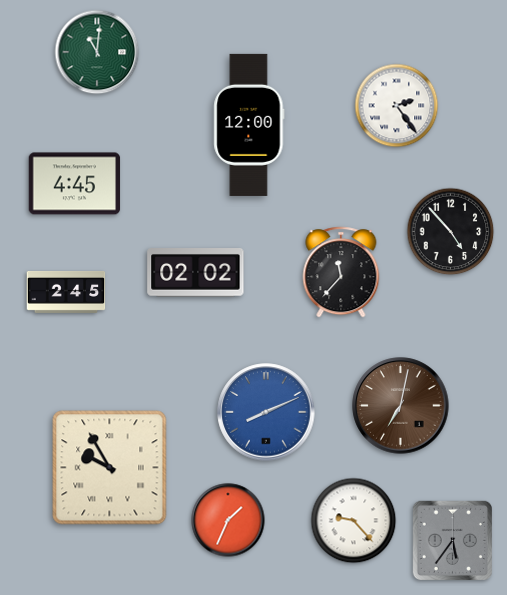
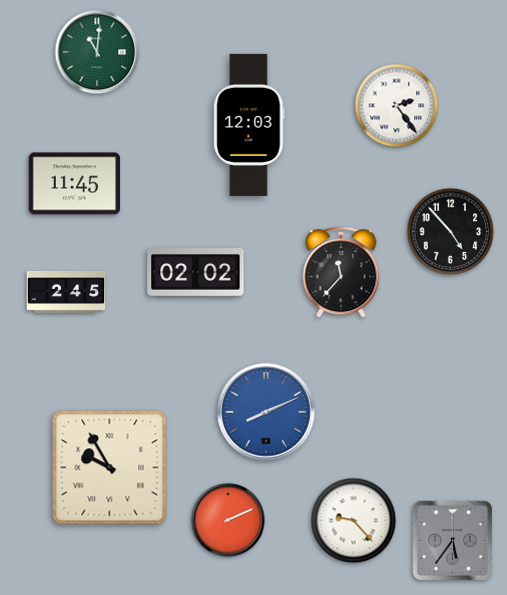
clock at (249, 125): 12:00 -> 12:03
clock at (75, 184): 4:45 -> 11:45
clock at (401, 406): 7:02 -> none
clock at (228, 520): 1:34 -> 2:11
